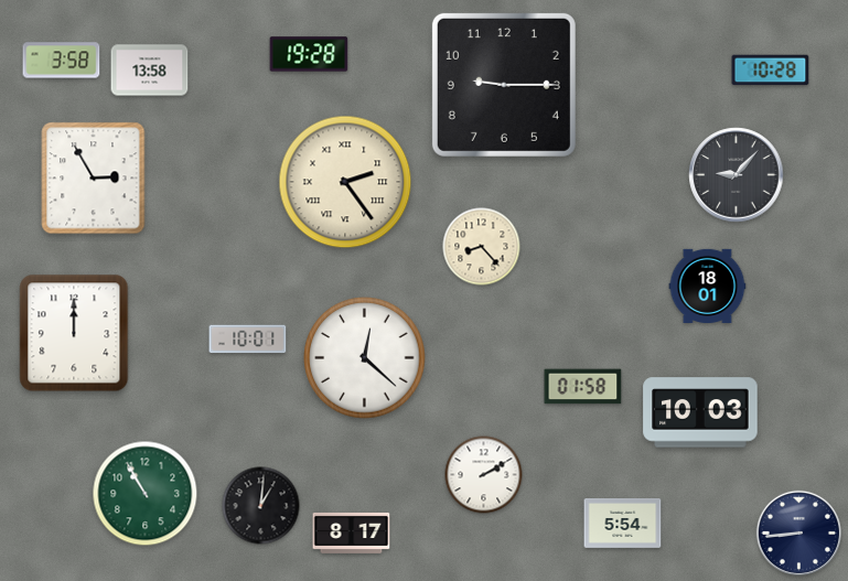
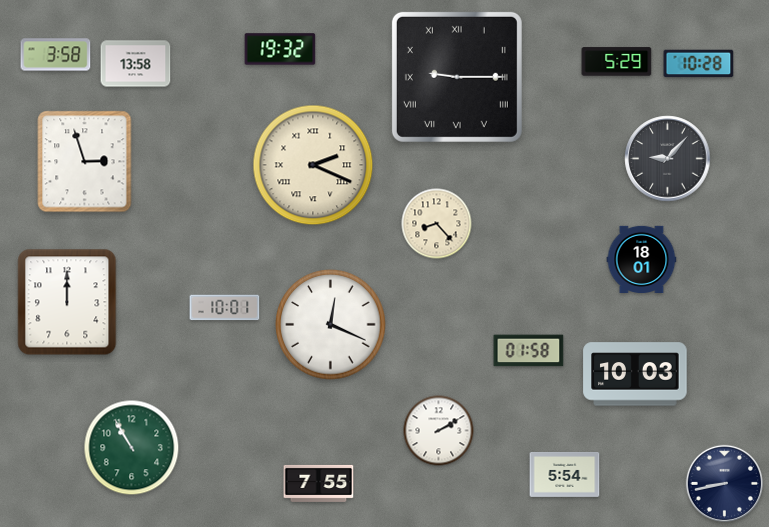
clock at (309, 54): 19:28 -> 19:32
clock at (617, 62): none -> 5:29
clock at (504, 85) numerals: Arabic -> Roman
clock at (94, 179): 2:55 -> 2:57
clock at (345, 182): 2:24 -> 2:19
clock at (365, 358): 12:22 -> 12:19
clock at (261, 506): 1:01 -> none
clock at (352, 532): 8:17 -> 7:55
clock at (798, 532): 8:44 -> 8:43
